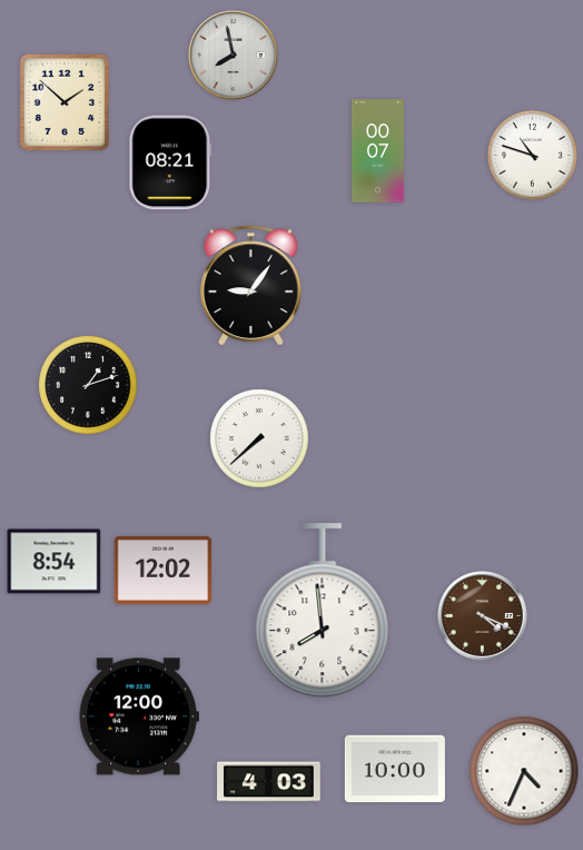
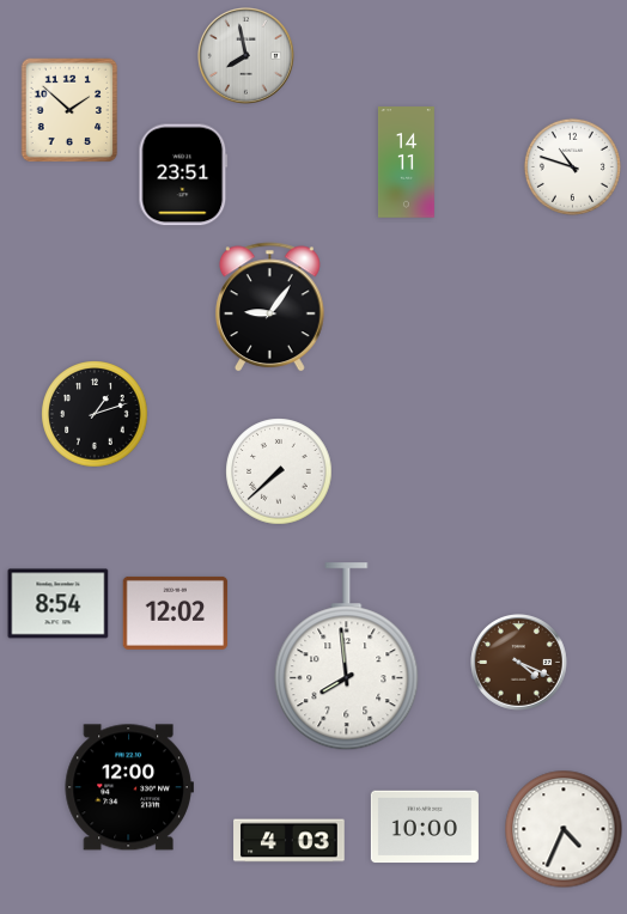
clock at (234, 56) position: (234, 56) -> (246, 56)
clock at (377, 151): 00:07 -> 14:11
clock at (170, 162): 08:21 -> 23:51
clock at (139, 716) position: (139, 716) -> (129, 787)
